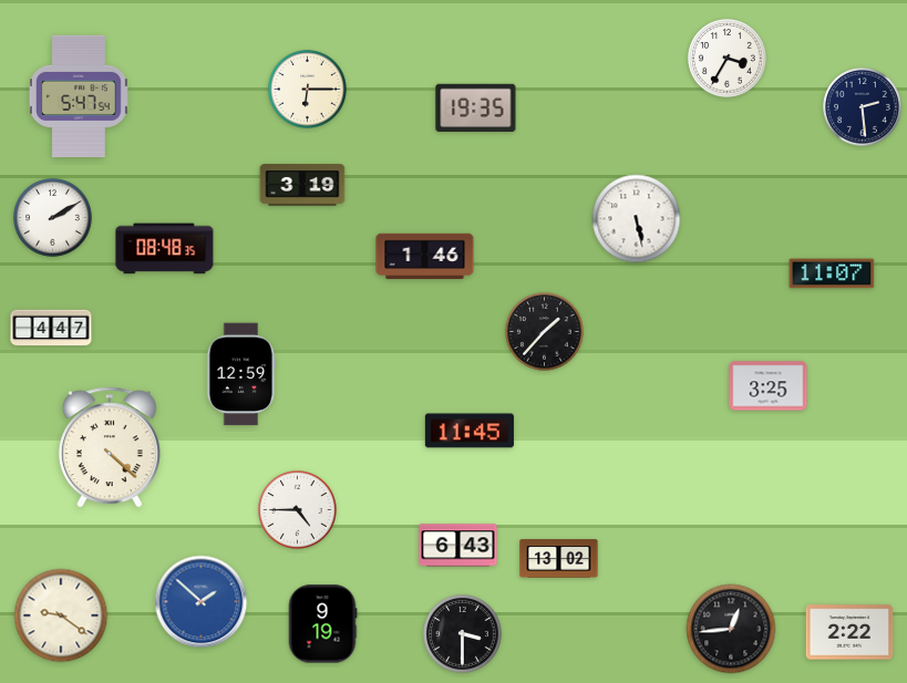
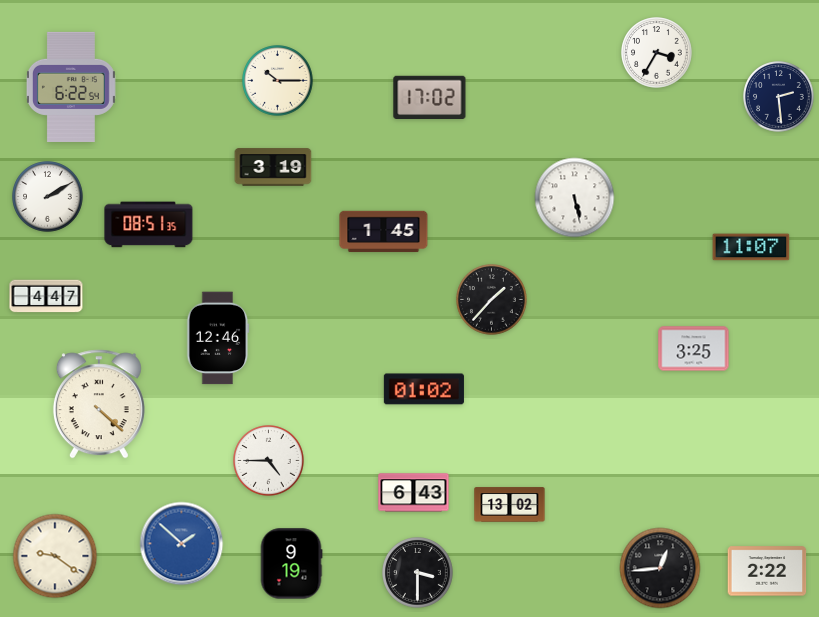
clock at (308, 90): 6:15 -> 10:15
clock at (79, 96): 5:47 -> 6:22
clock at (476, 107): 19:35 -> 17:02
clock at (165, 249): 08:48 -> 08:51
clock at (425, 257): 1:46 -> 1:45
clock at (241, 374): 12:59 -> 12:46
clock at (470, 431): 11:45 -> 01:02
clock at (559, 559) position: (559, 559) -> (510, 505)
